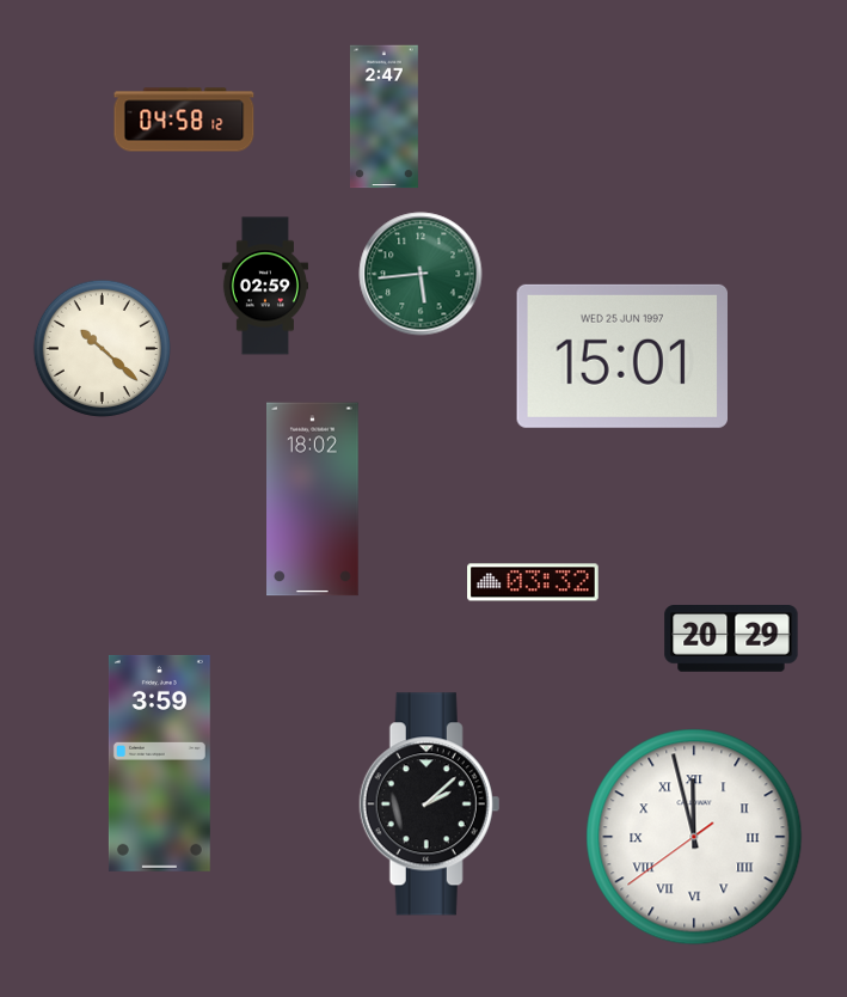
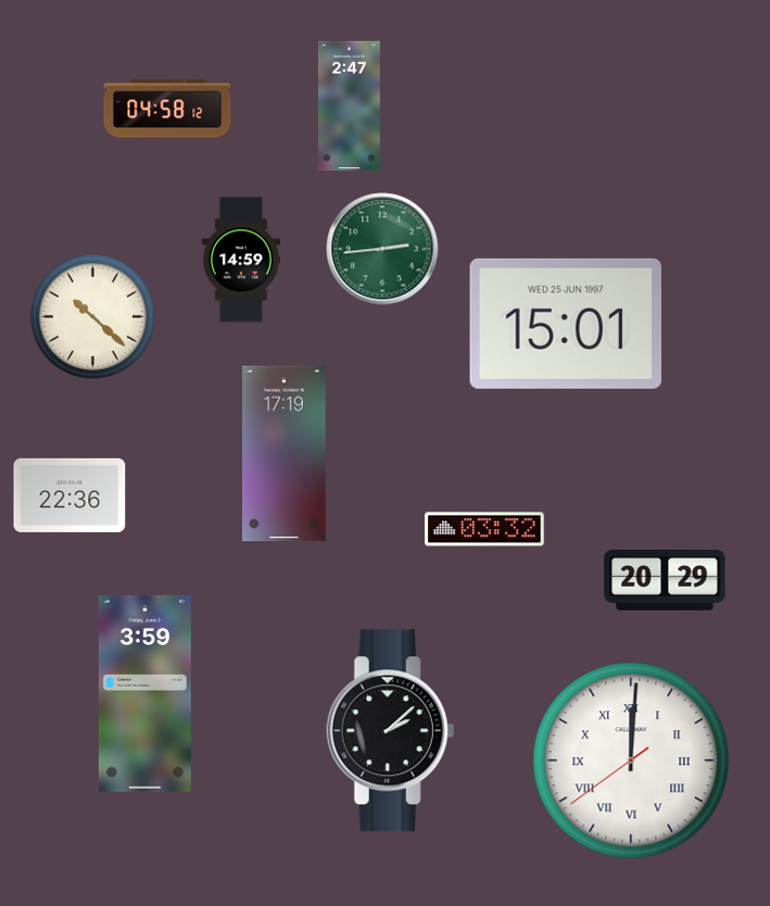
clock at (421, 274): 5:44 -> 2:44
clock at (265, 286): 02:59 -> 14:59
clock at (313, 500): 18:02 -> 17:19
clock at (70, 495): none -> 22:36
clock at (694, 837): 11:57 -> 12:00
